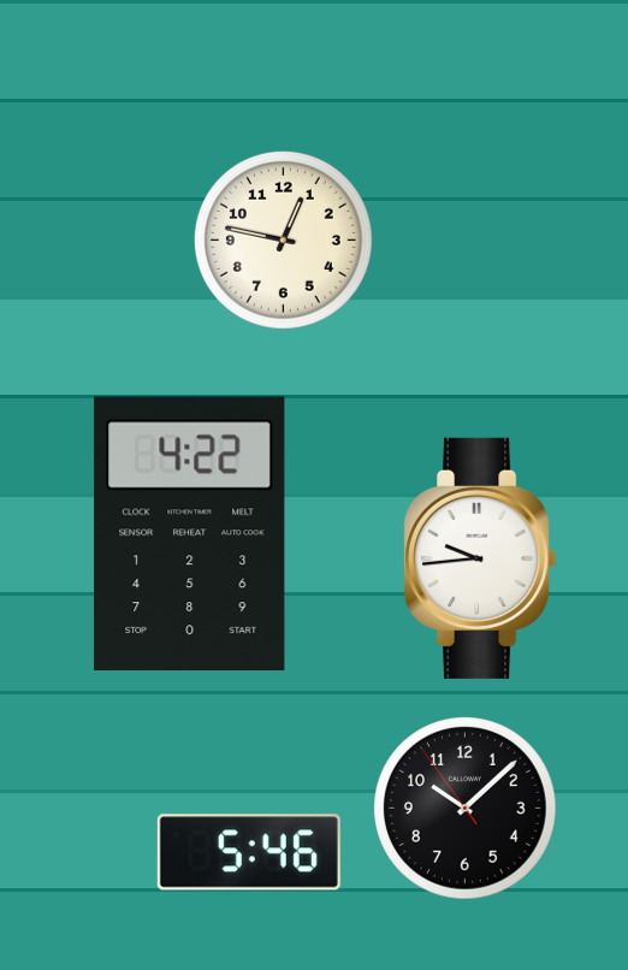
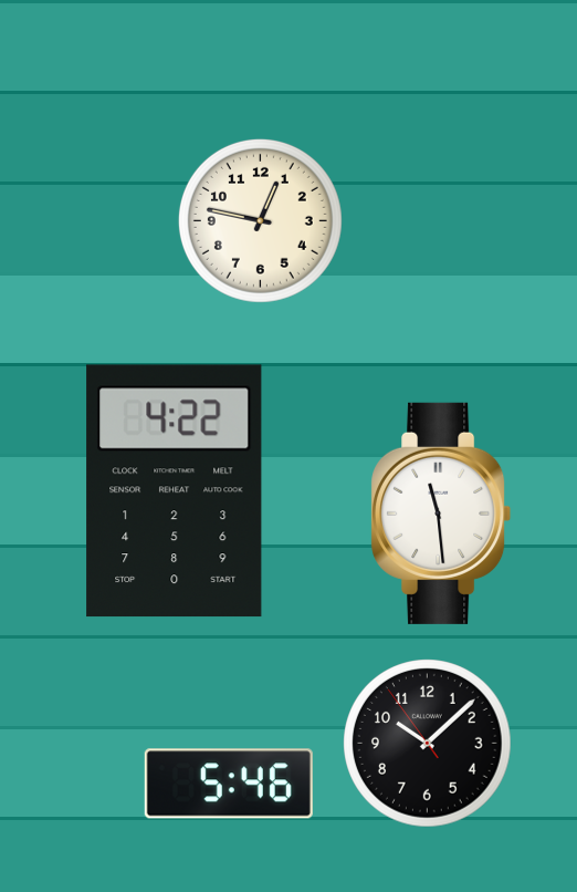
clock at (480, 558): 9:44 -> 11:29
